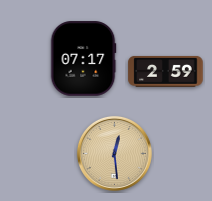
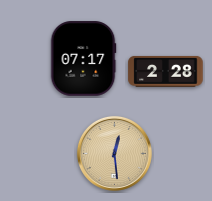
clock at (166, 71): 2:59 -> 2:28
